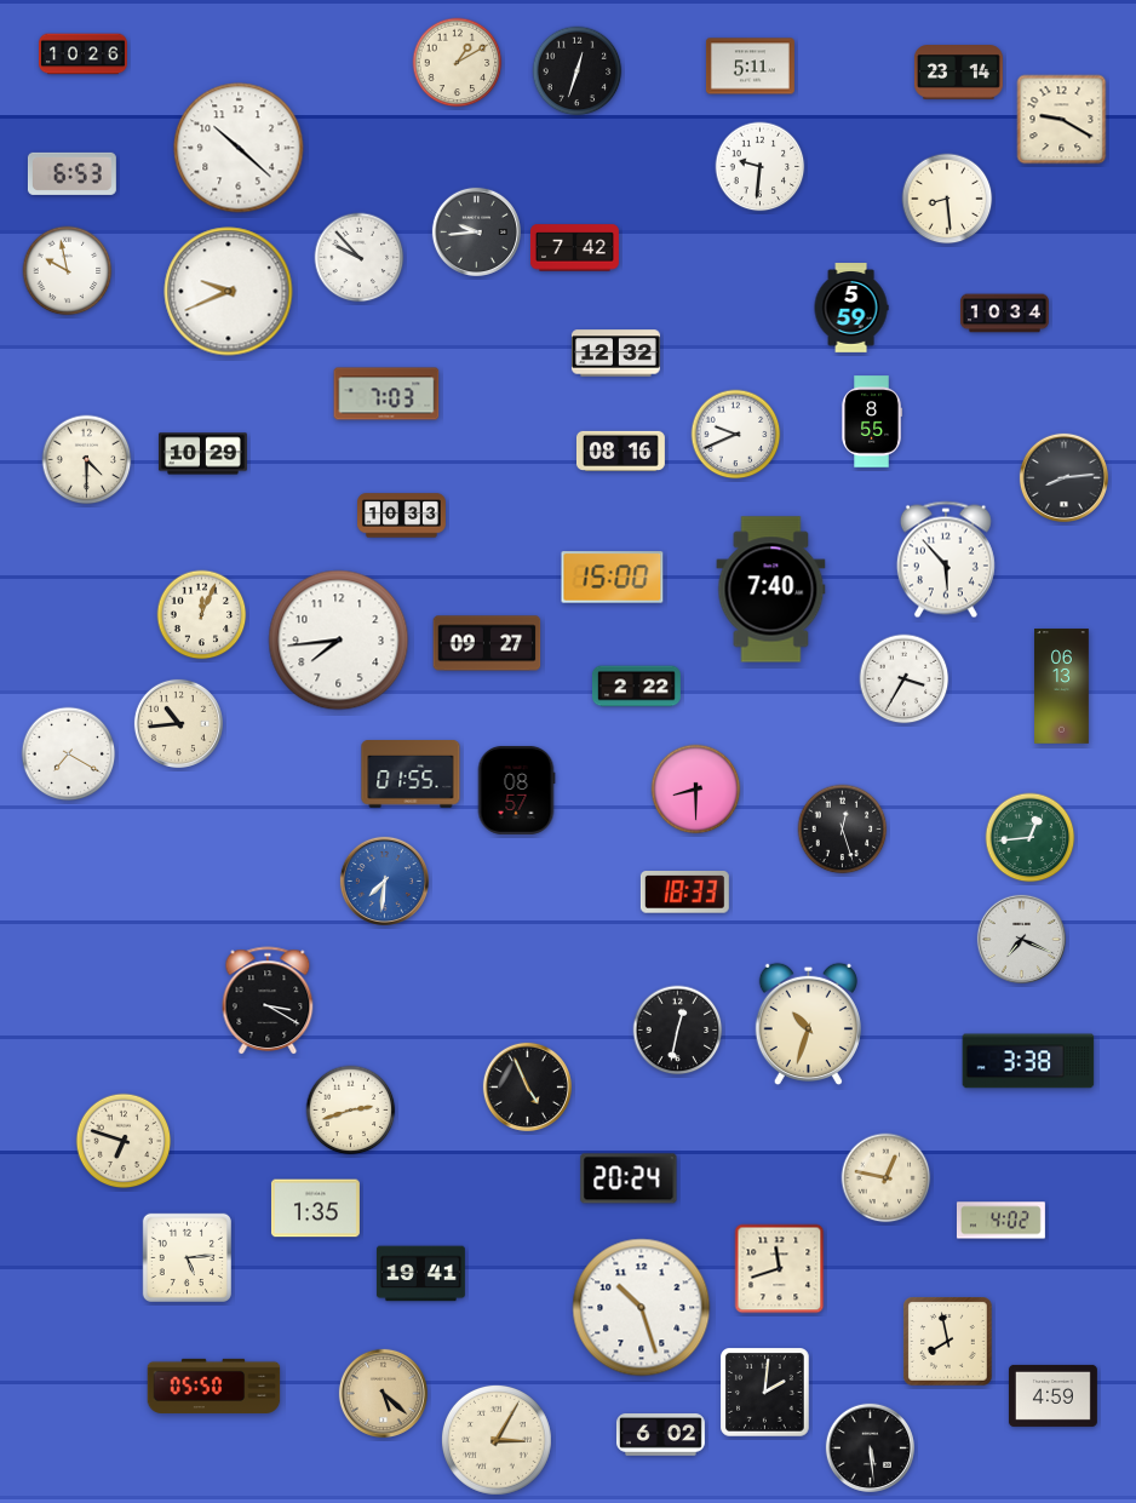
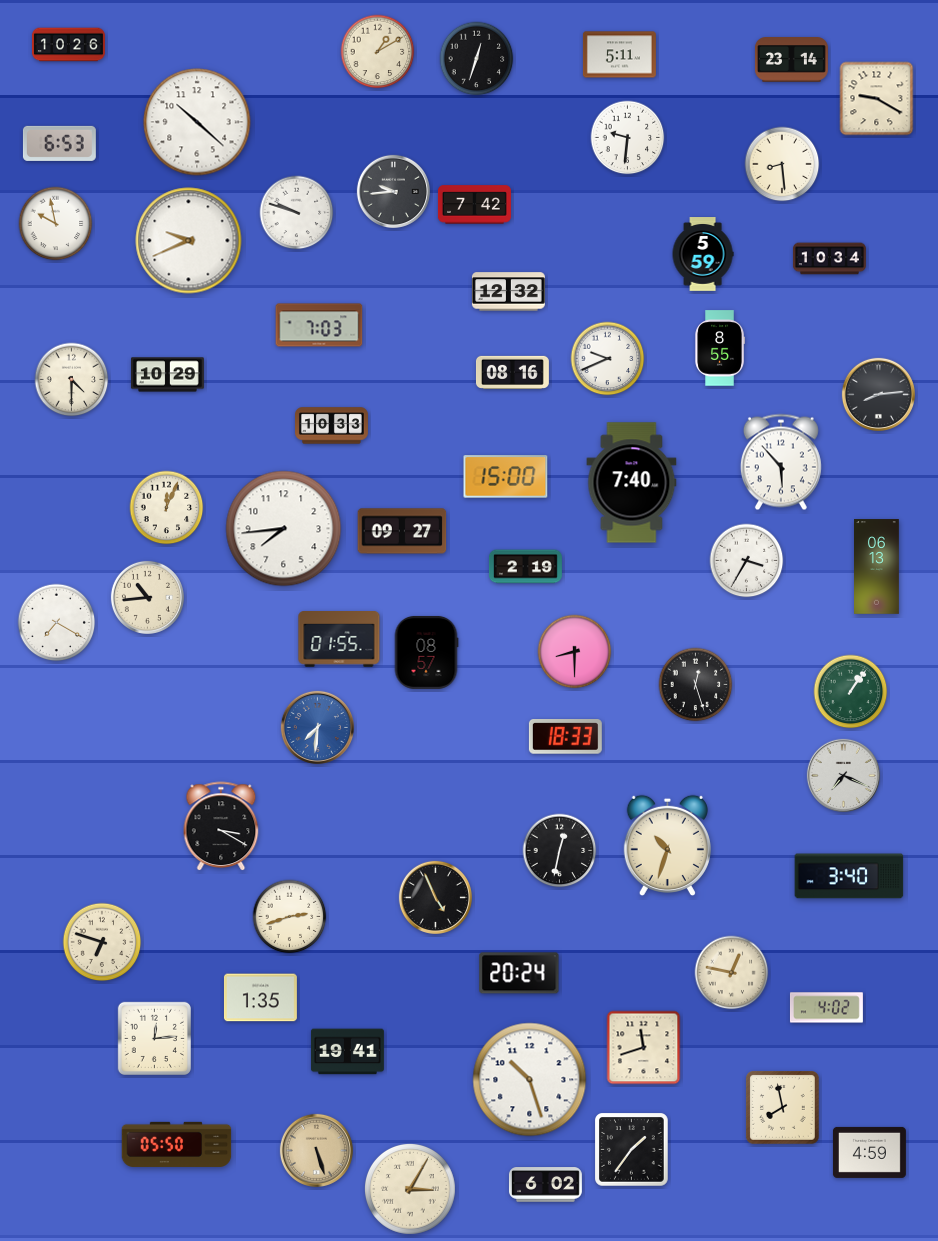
clock at (360, 258): 9:53 -> 9:48
clock at (771, 590) position: (771, 590) -> (632, 483)
clock at (339, 641) position: (339, 641) -> (284, 529)
clock at (636, 687): 2:22 -> 2:19
clock at (1031, 838): 12:44 -> 1:06
clock at (1028, 1061): 3:38 -> 3:40
clock at (187, 1257): 5:14 -> 12:14
clock at (383, 1393): 5:22 -> 5:27
clock at (765, 1393): 2:01 -> 1:36
clock at (870, 1447): 5:29 -> none
